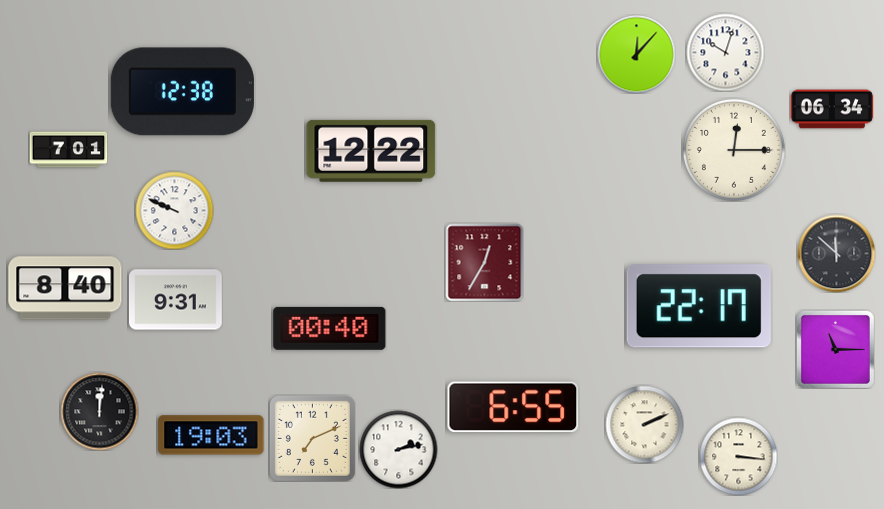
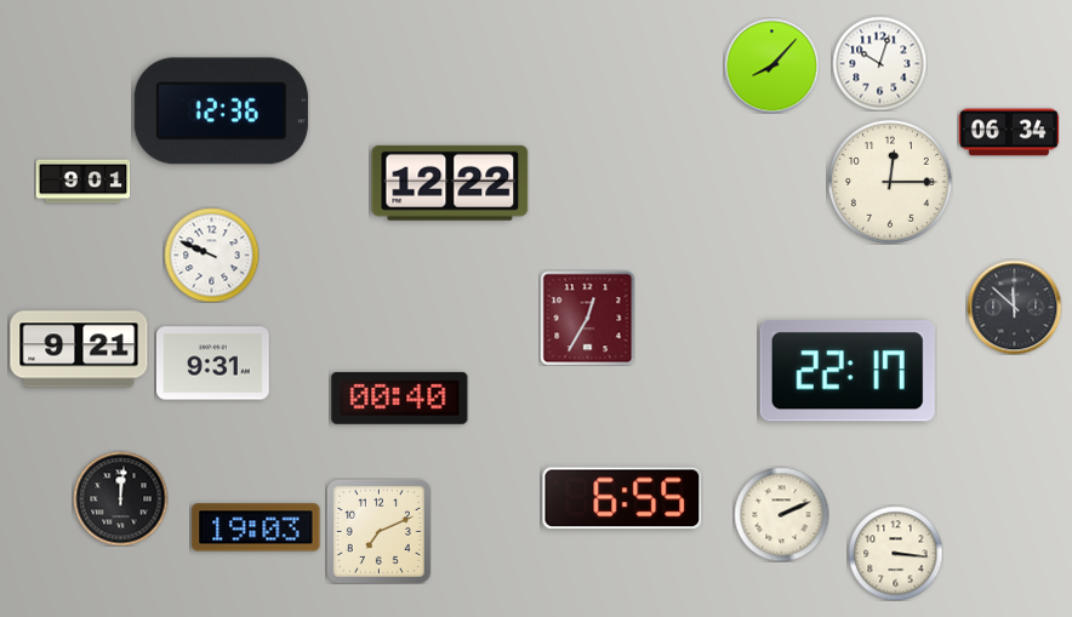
clock at (636, 54): 12:07 -> 8:07
clock at (182, 92): 12:38 -> 12:36
clock at (68, 150): 7:01 -> 9:01
clock at (65, 288): 8:40 -> 9:21
clock at (835, 349): 11:15 -> none
clock at (513, 407) position: (513, 407) -> (622, 498)
clock at (398, 449): 2:13 -> none
